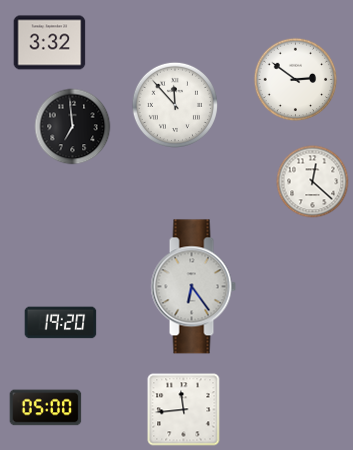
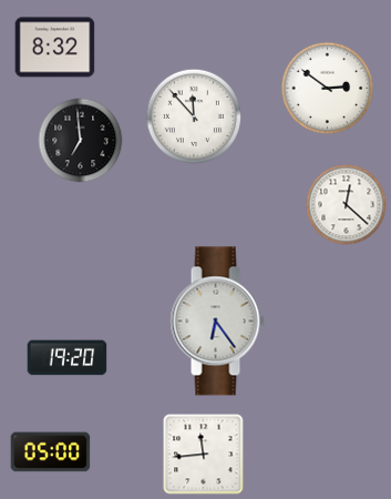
clock at (50, 43): 3:32 -> 8:32
clock at (313, 182) position: (313, 182) -> (347, 205)
clock at (193, 287) position: (193, 287) -> (217, 322)
